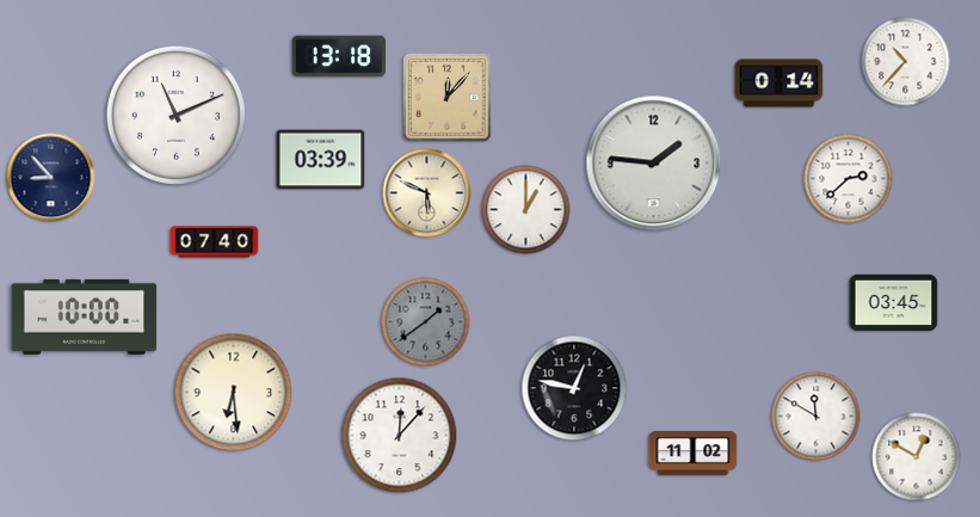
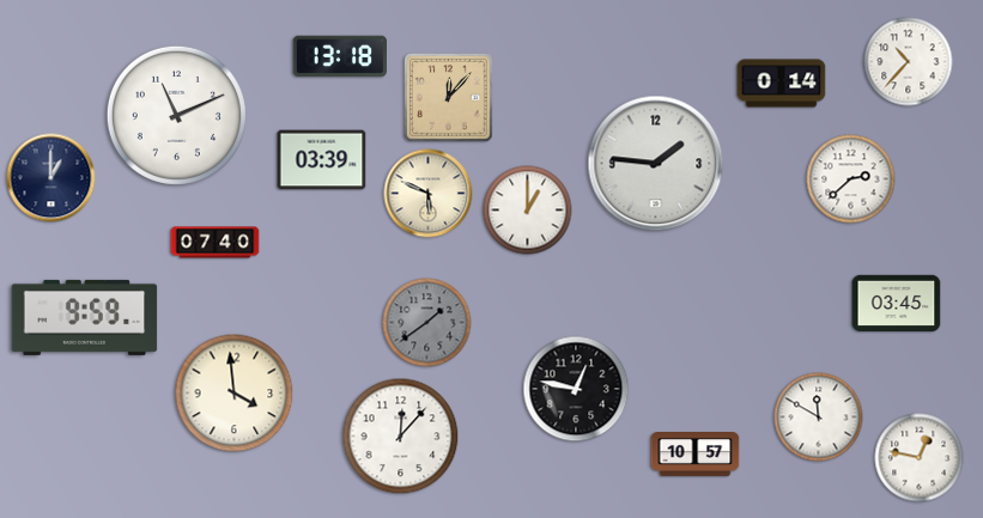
clock at (51, 178): 8:53 -> 1:00
clock at (85, 316): 10:00 -> 9:59
clock at (234, 393): 6:29 -> 3:59
clock at (694, 454): 11:02 -> 10:57
clock at (917, 457): 12:50 -> 12:47
